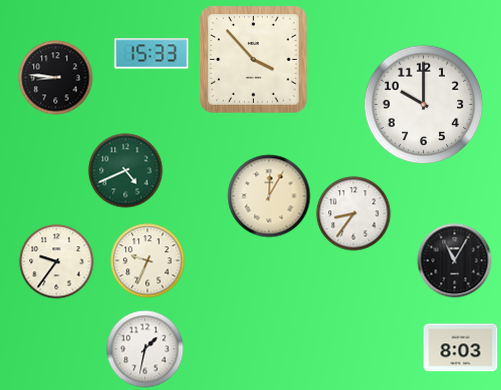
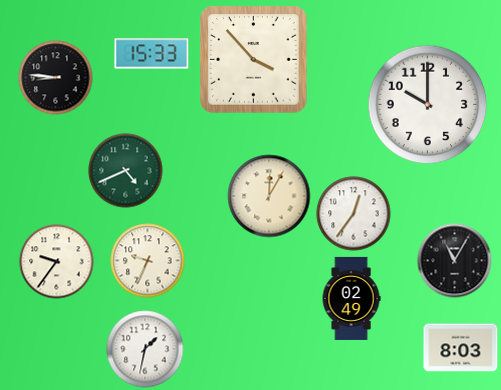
clock at (424, 105) position: (424, 105) -> (428, 105)
clock at (354, 214): 8:36 -> 12:36
clock at (351, 298): none -> 02:49
